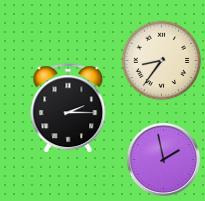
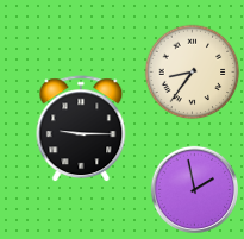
clock at (68, 109): 2:15 -> 9:15
